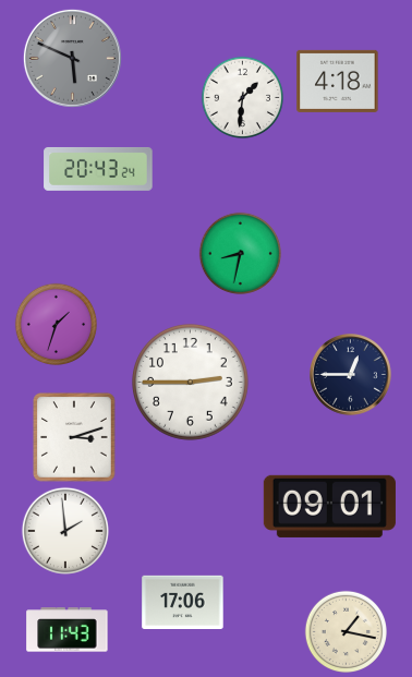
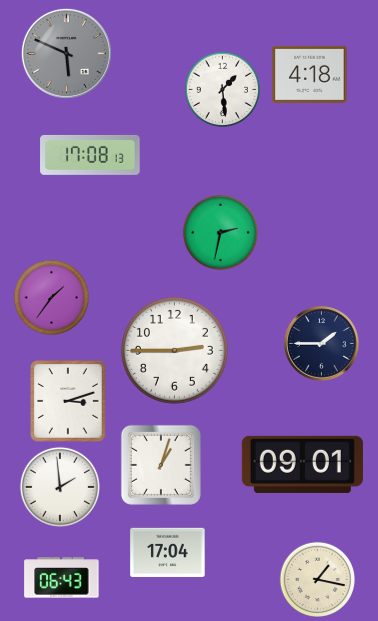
clock at (242, 97): 1:31 -> 1:29
clock at (98, 169): 20:43 -> 17:08
clock at (240, 253): 8:32 -> 2:32
clock at (56, 324): 1:33 -> 1:36
clock at (351, 375): 12:45 -> 1:45
clock at (161, 465): none -> 1:03
clock at (183, 603): 17:06 -> 17:04
clock at (68, 630): 11:43 -> 06:43
